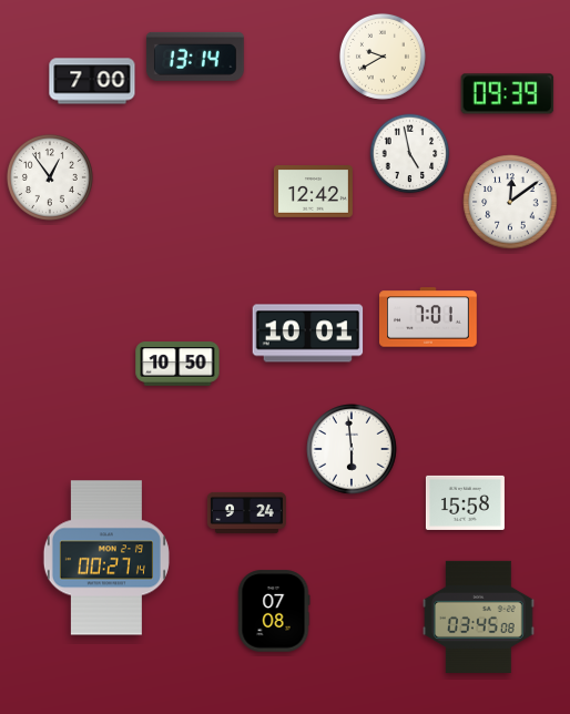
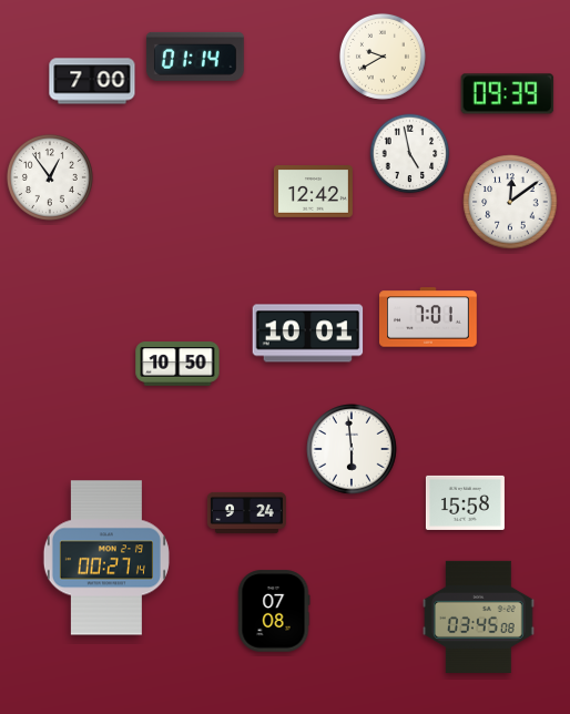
clock at (195, 57): 13:14 -> 01:14
